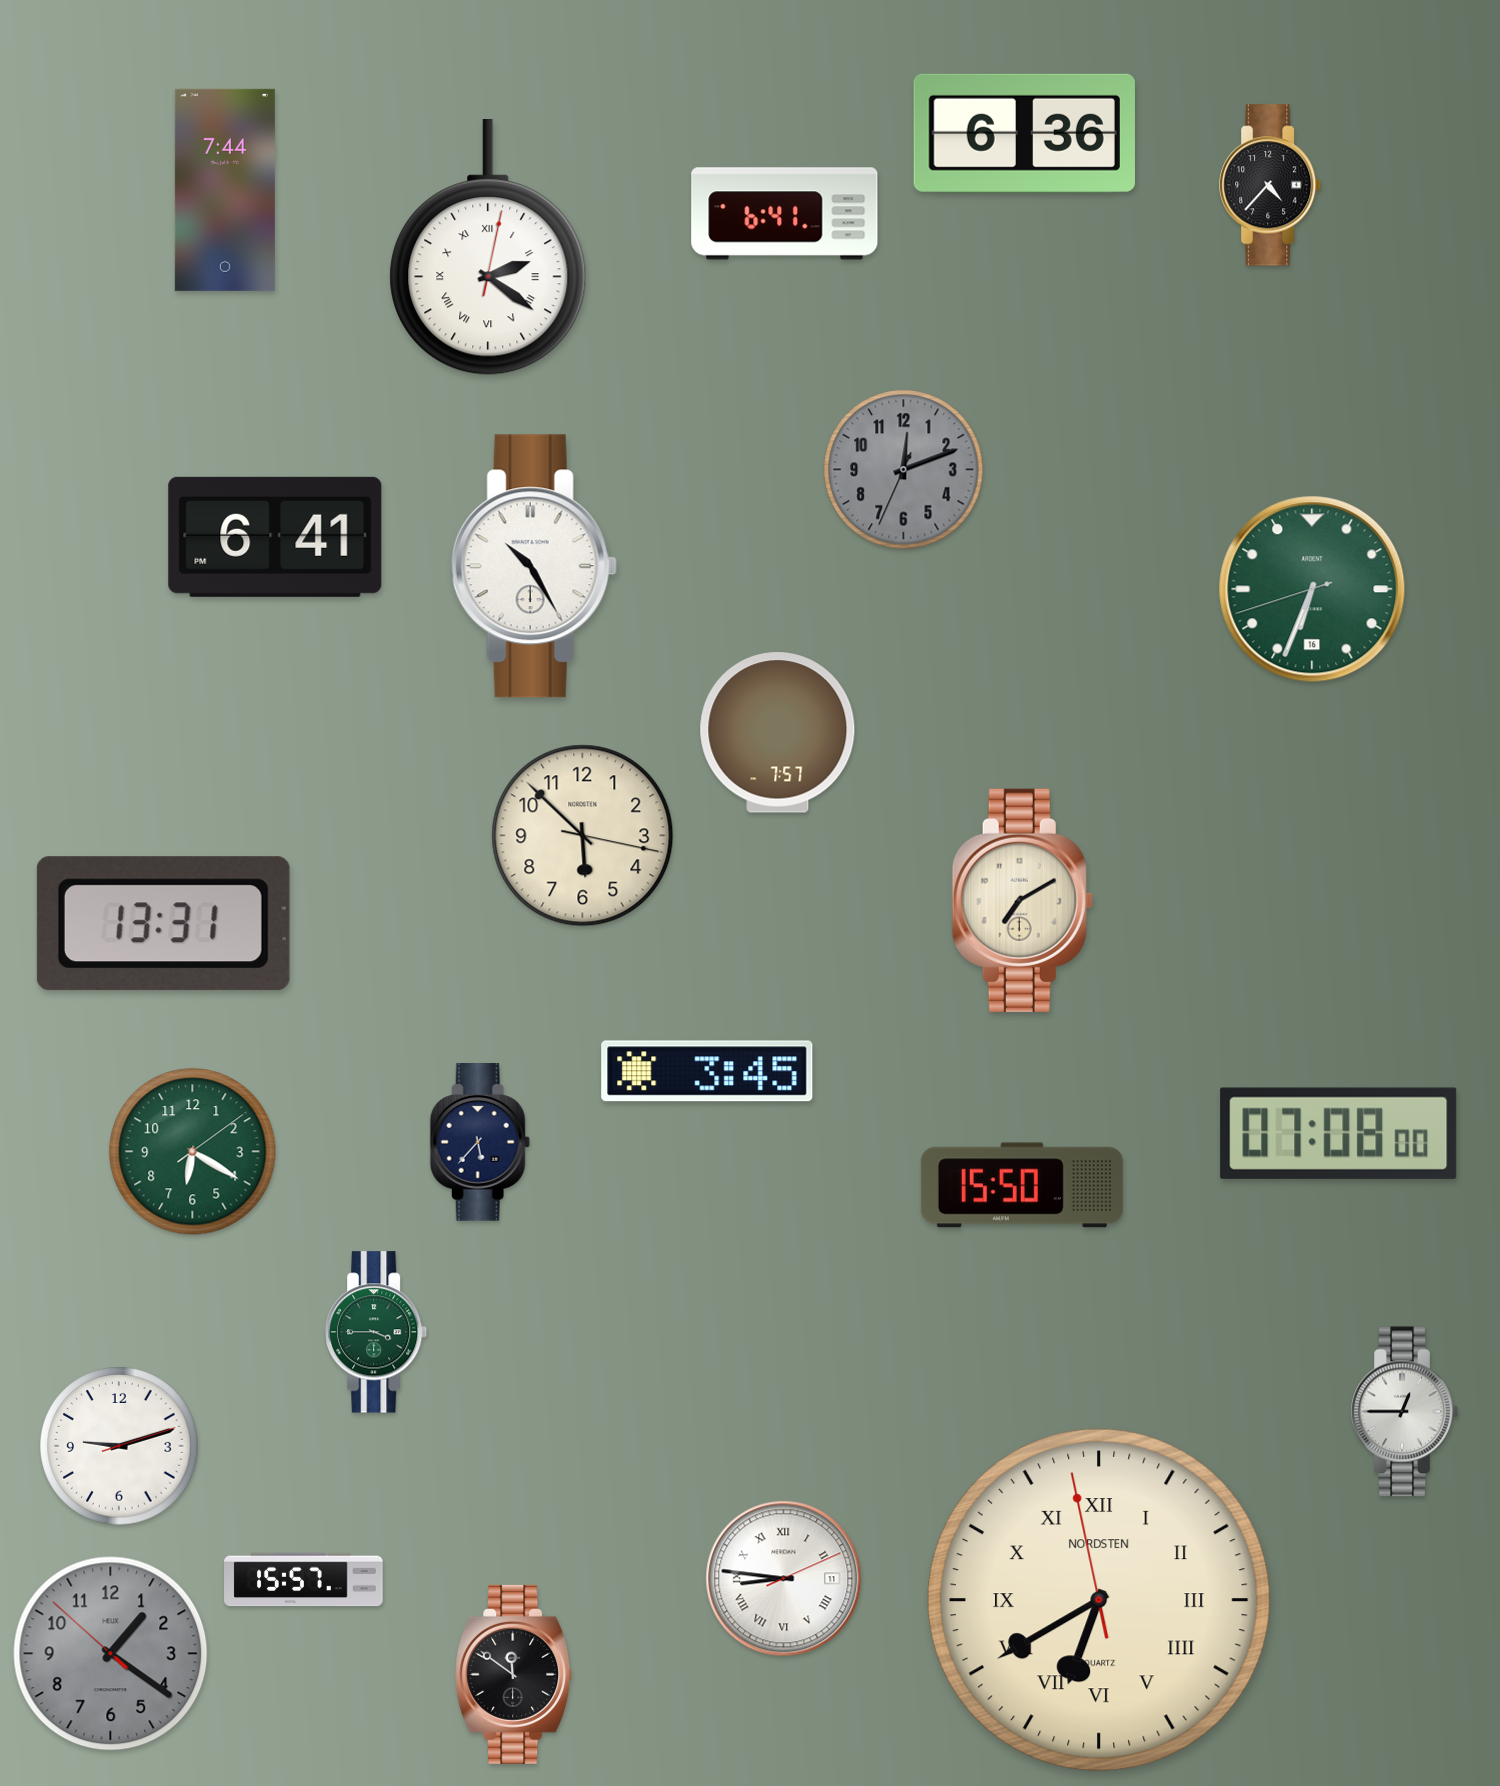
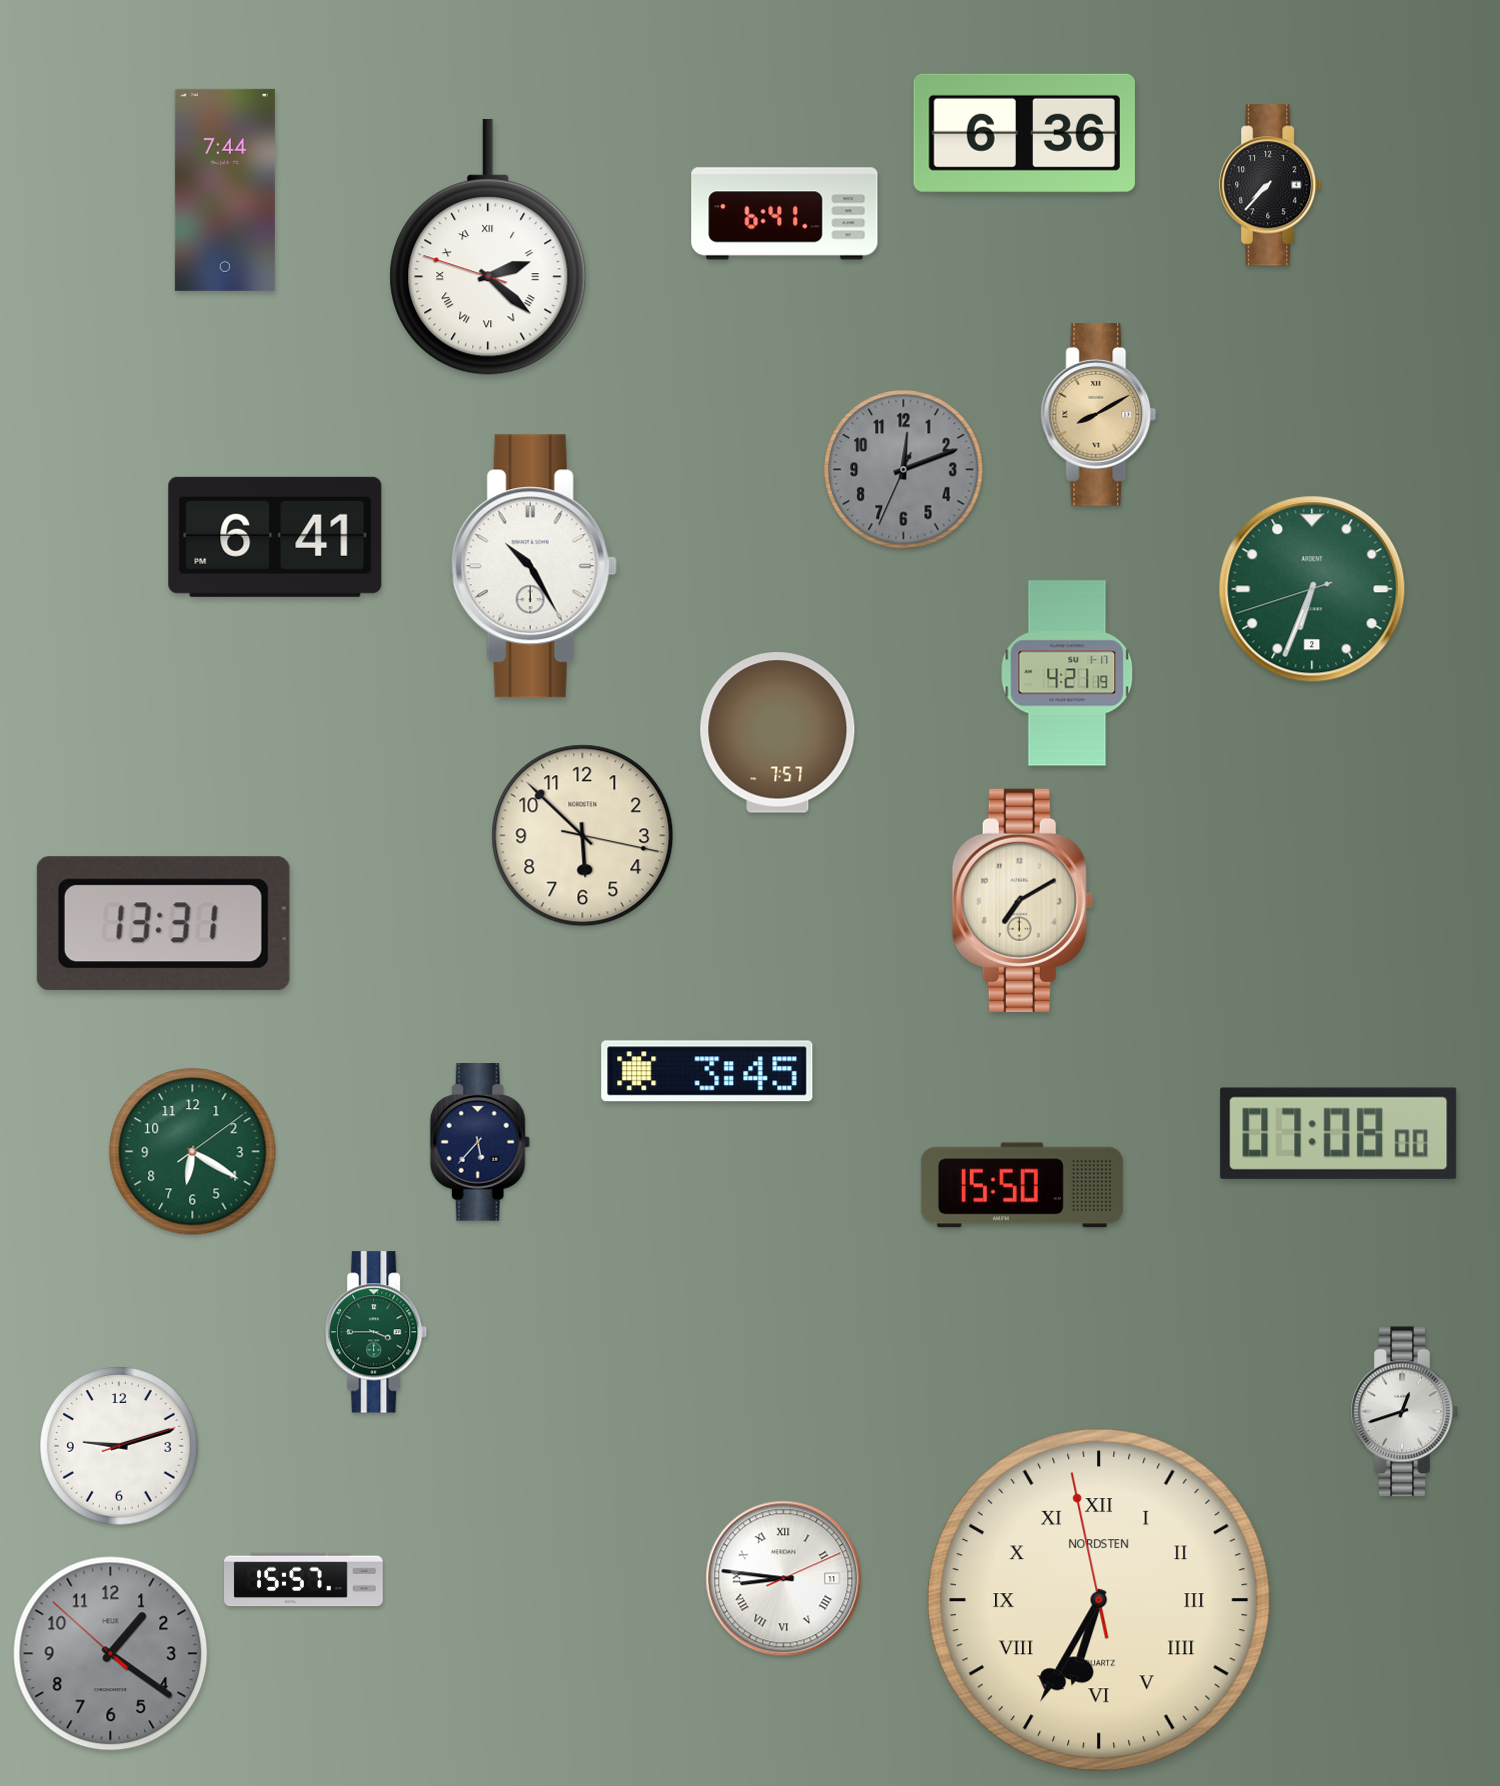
clock at (1271, 185): 4:37 -> 7:37
clock at (488, 248): 2:21:02 -> 2:21:48
clock at (1099, 415): none -> 8:10
clock at (1312, 589) date: 16 -> 2
clock at (1067, 673): none -> 4:21
clock at (1404, 1412): 12:45 -> 12:42
clock at (1099, 1600): 6:39 -> 6:34
clock at (514, 1674): 11:51 -> none
